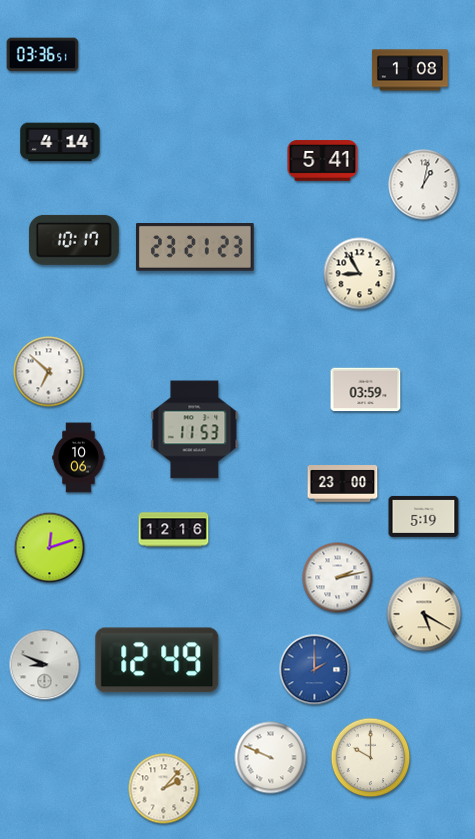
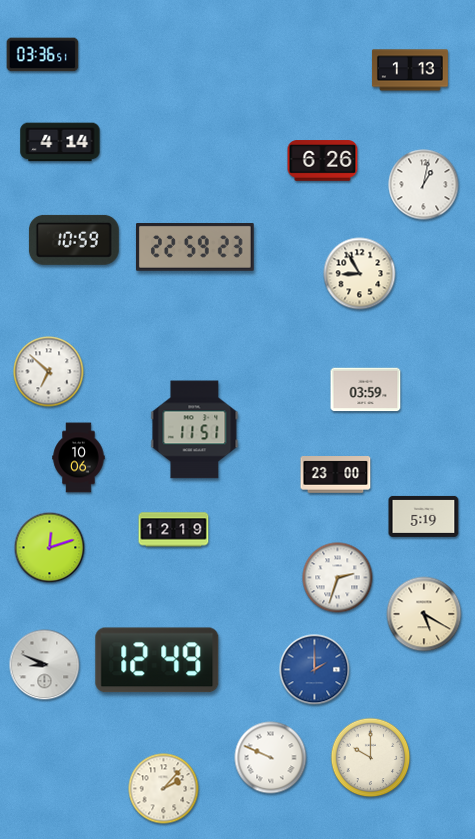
clock at (410, 70): 1:08 -> 1:13
clock at (323, 161): 5:41 -> 6:26
clock at (74, 240): 10:17 -> 10:59
clock at (196, 248): 23:21 -> 22:59
clock at (195, 430): 11:53 -> 11:51
clock at (343, 484) position: (343, 484) -> (336, 475)
clock at (174, 530): 12:16 -> 12:19
clock at (338, 578): 2:13 -> 2:33
